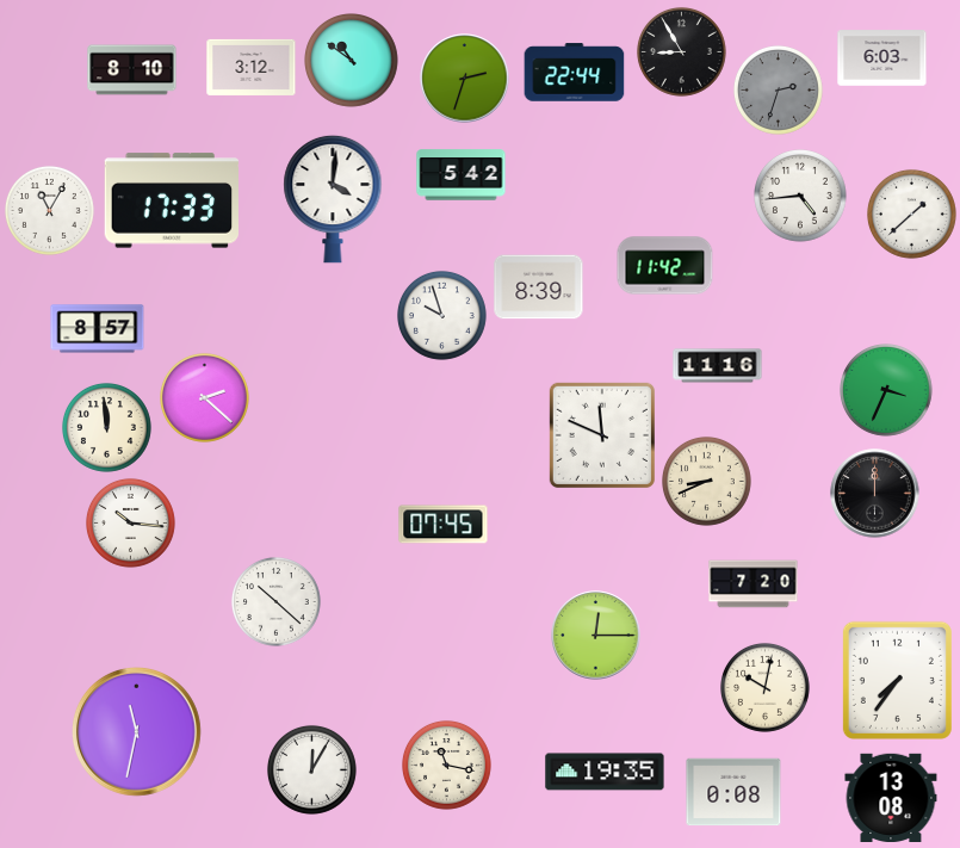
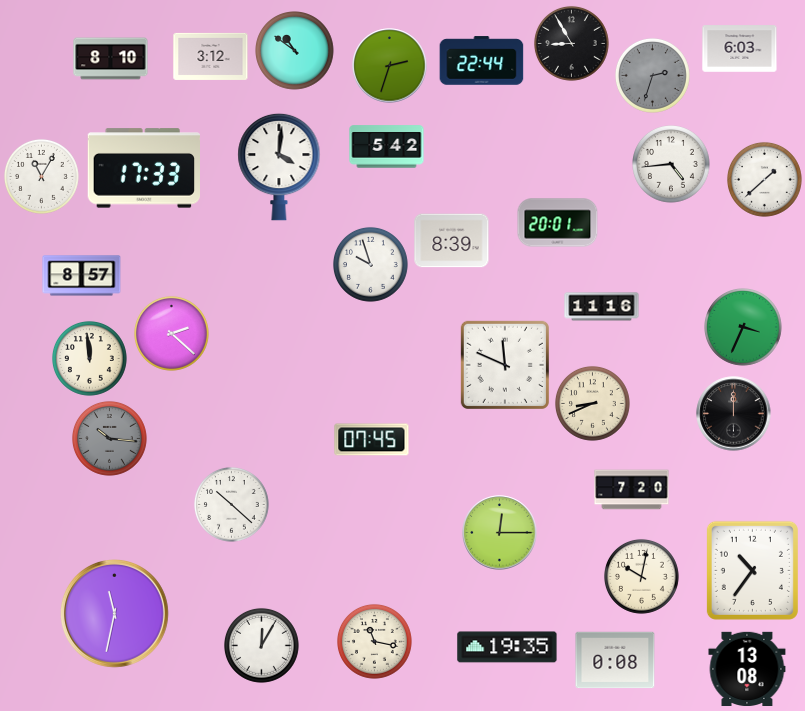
clock at (665, 266): 11:42 -> 20:01
clock at (131, 524) dial: white -> grey
clock at (897, 680): 7:36 -> 10:36
clock at (733, 792) position: (733, 792) -> (615, 660)
